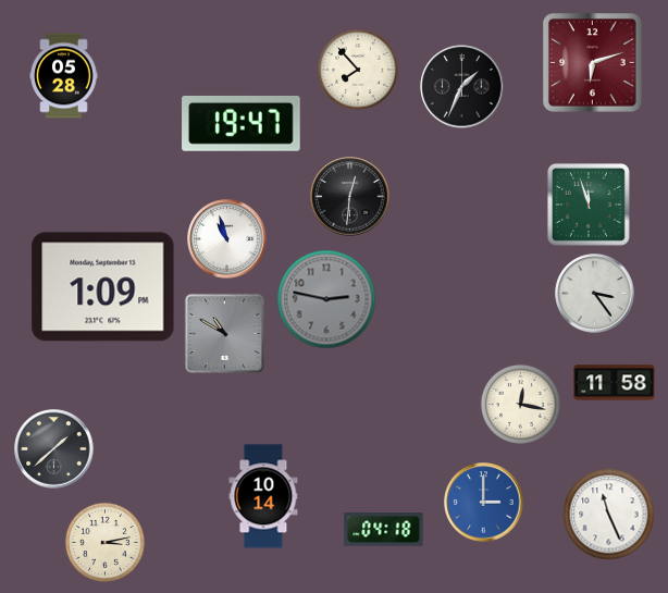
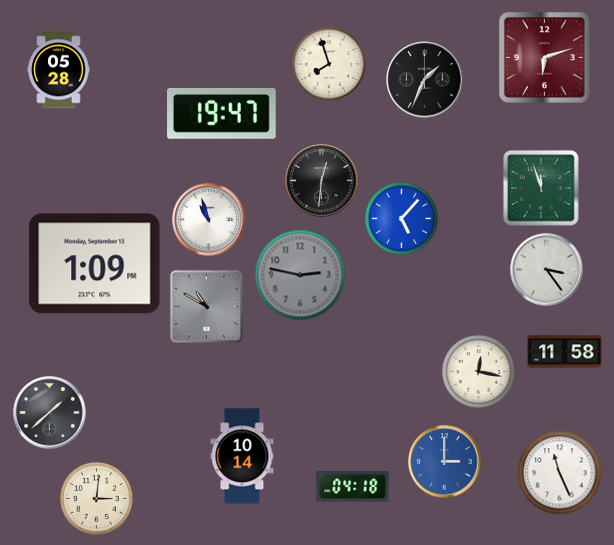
clock at (358, 70): 7:53 -> 7:57
clock at (401, 218): none -> 5:07
clock at (104, 542): 3:13 -> 3:01
